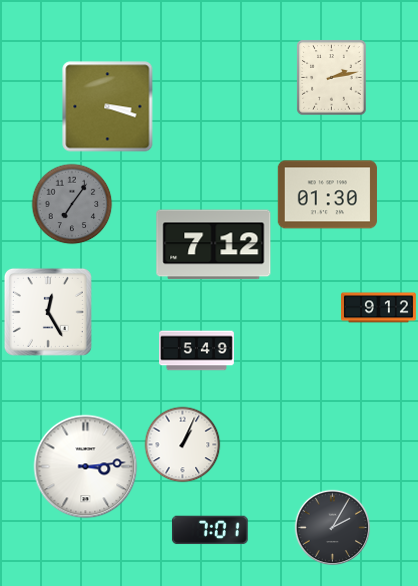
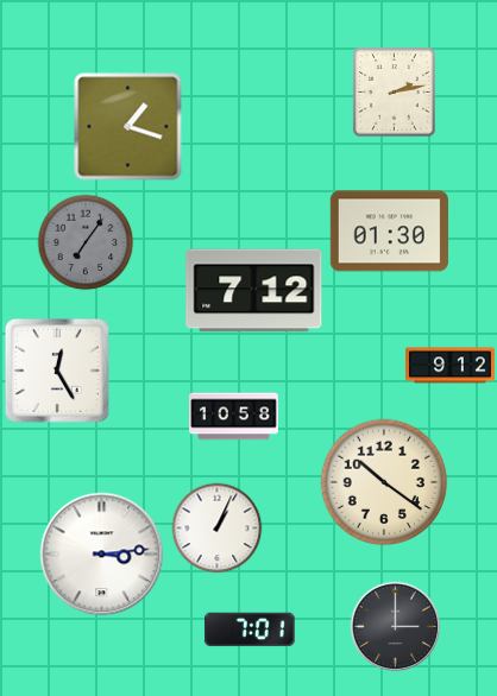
clock at (108, 107): 3:18 -> 1:18
clock at (197, 351): 5:49 -> 10:58
clock at (384, 482): none -> 10:21
clock at (333, 528): 2:05 -> 3:00
